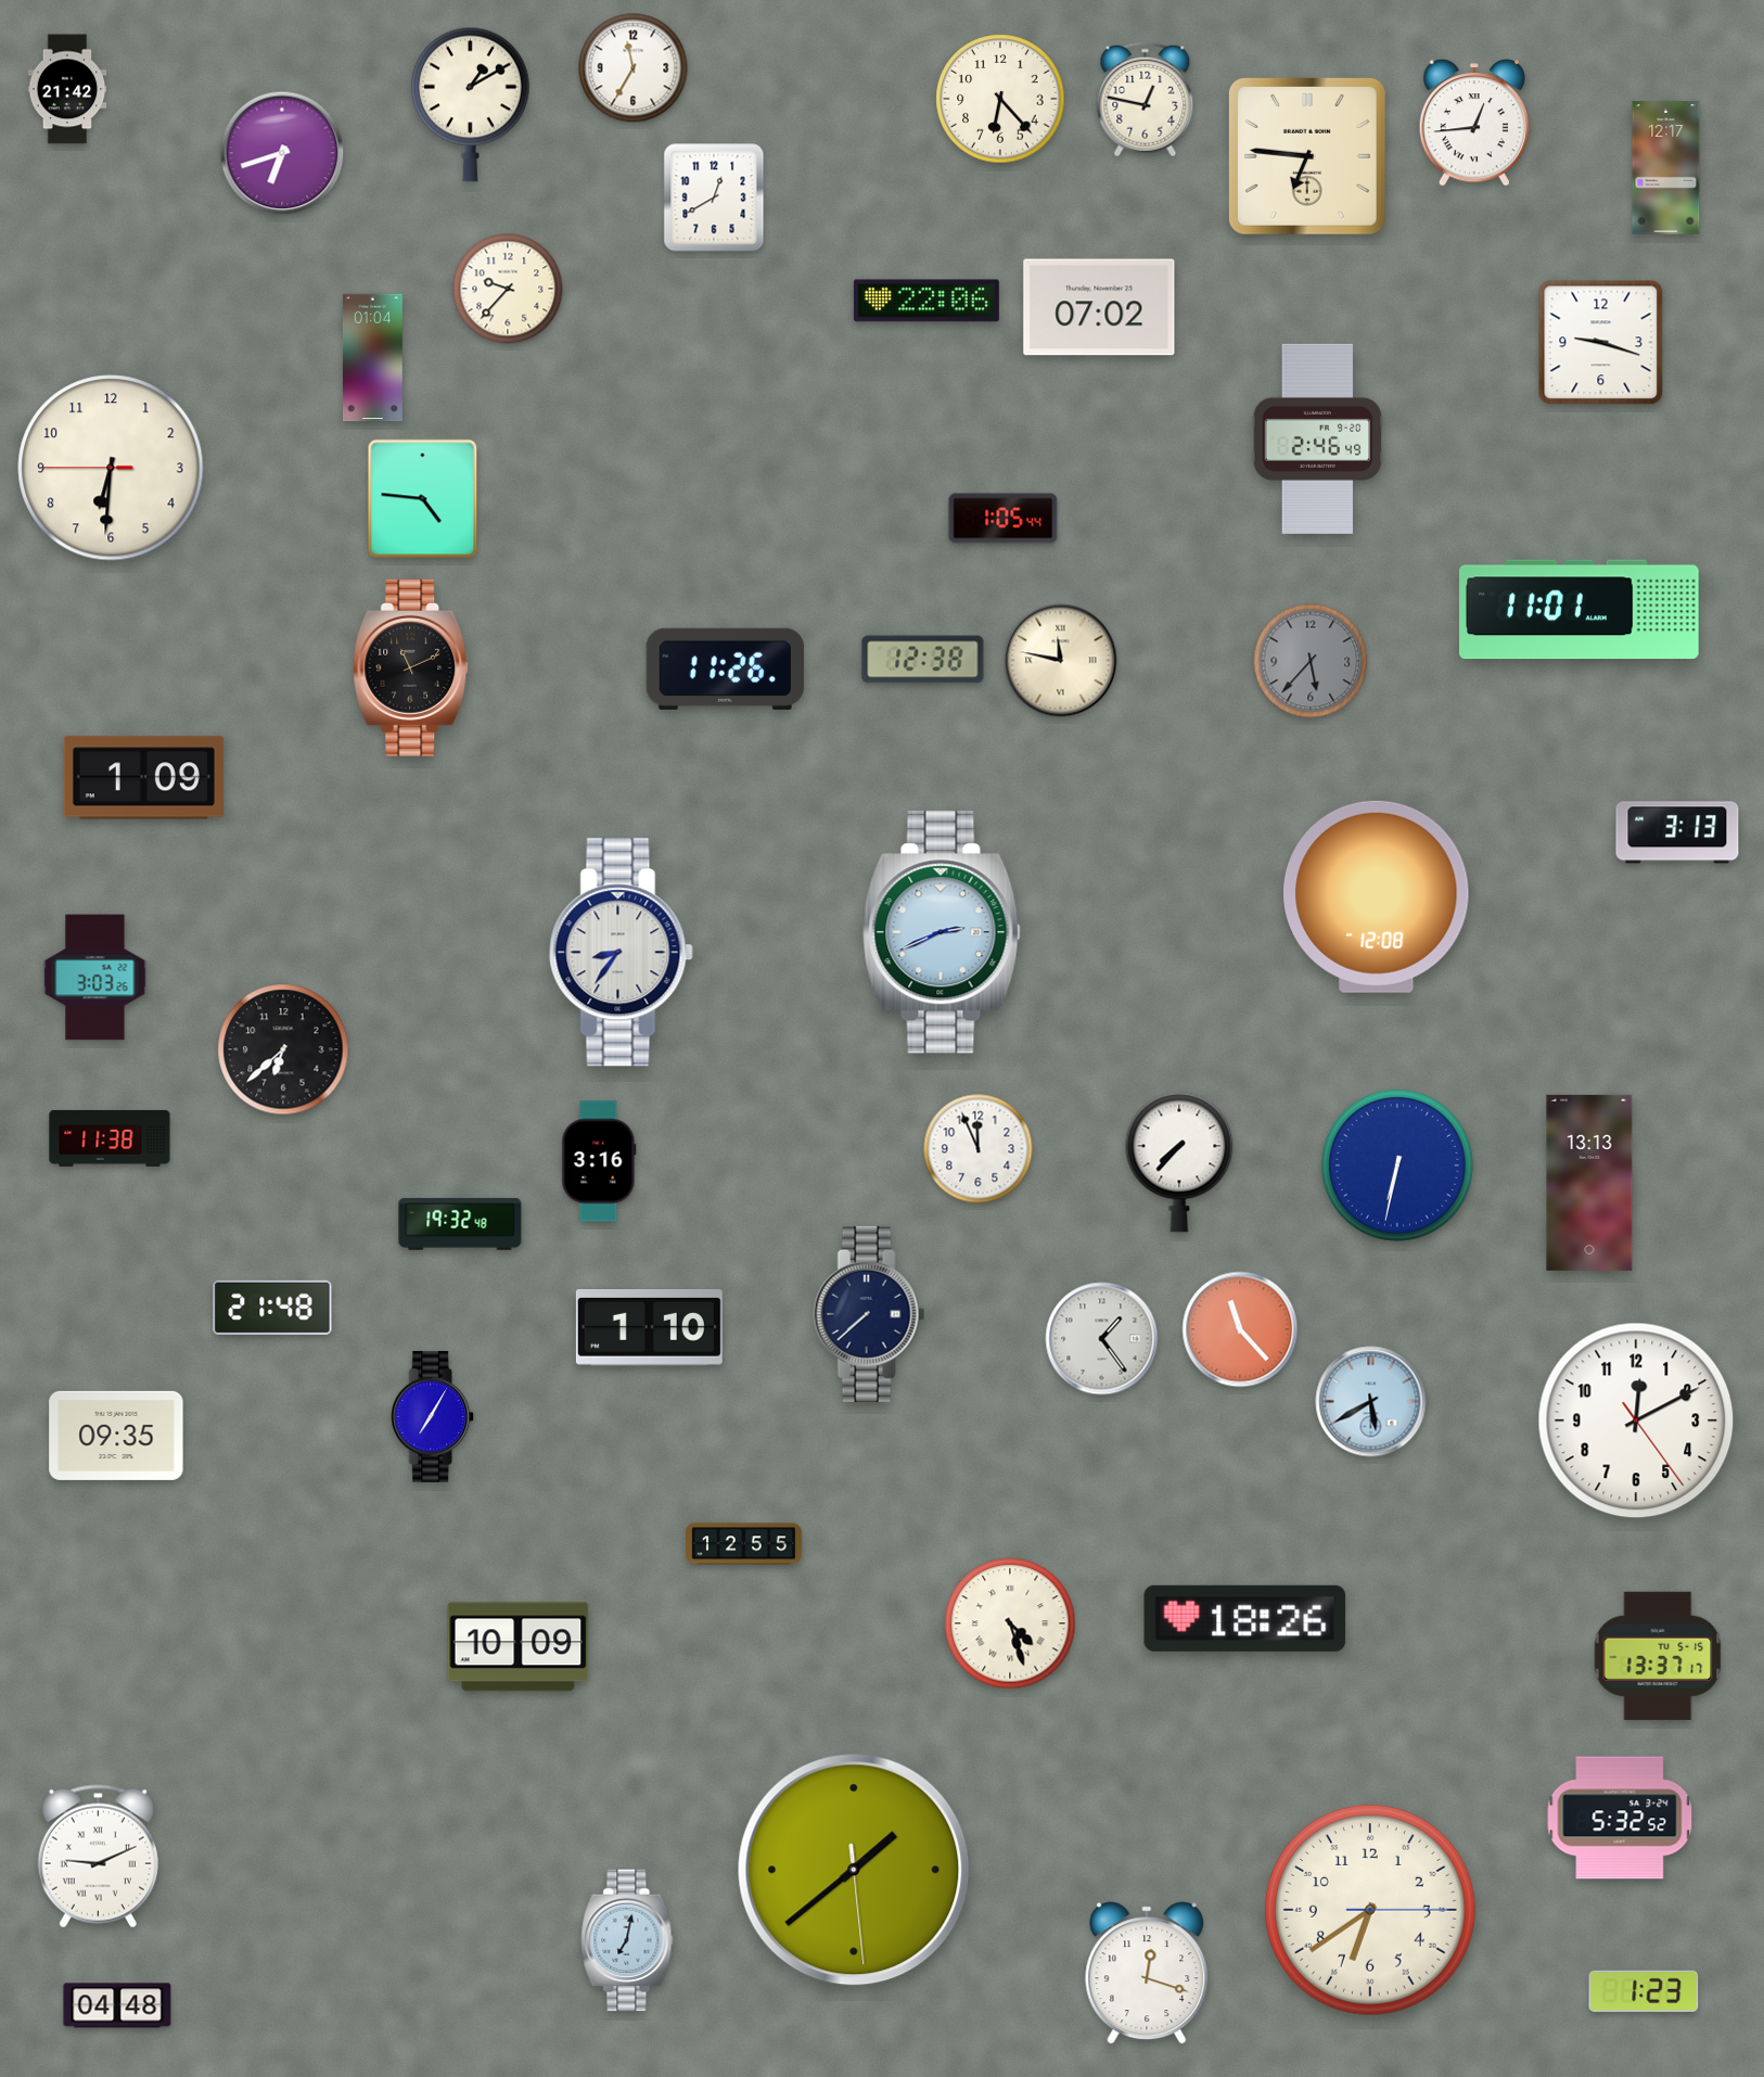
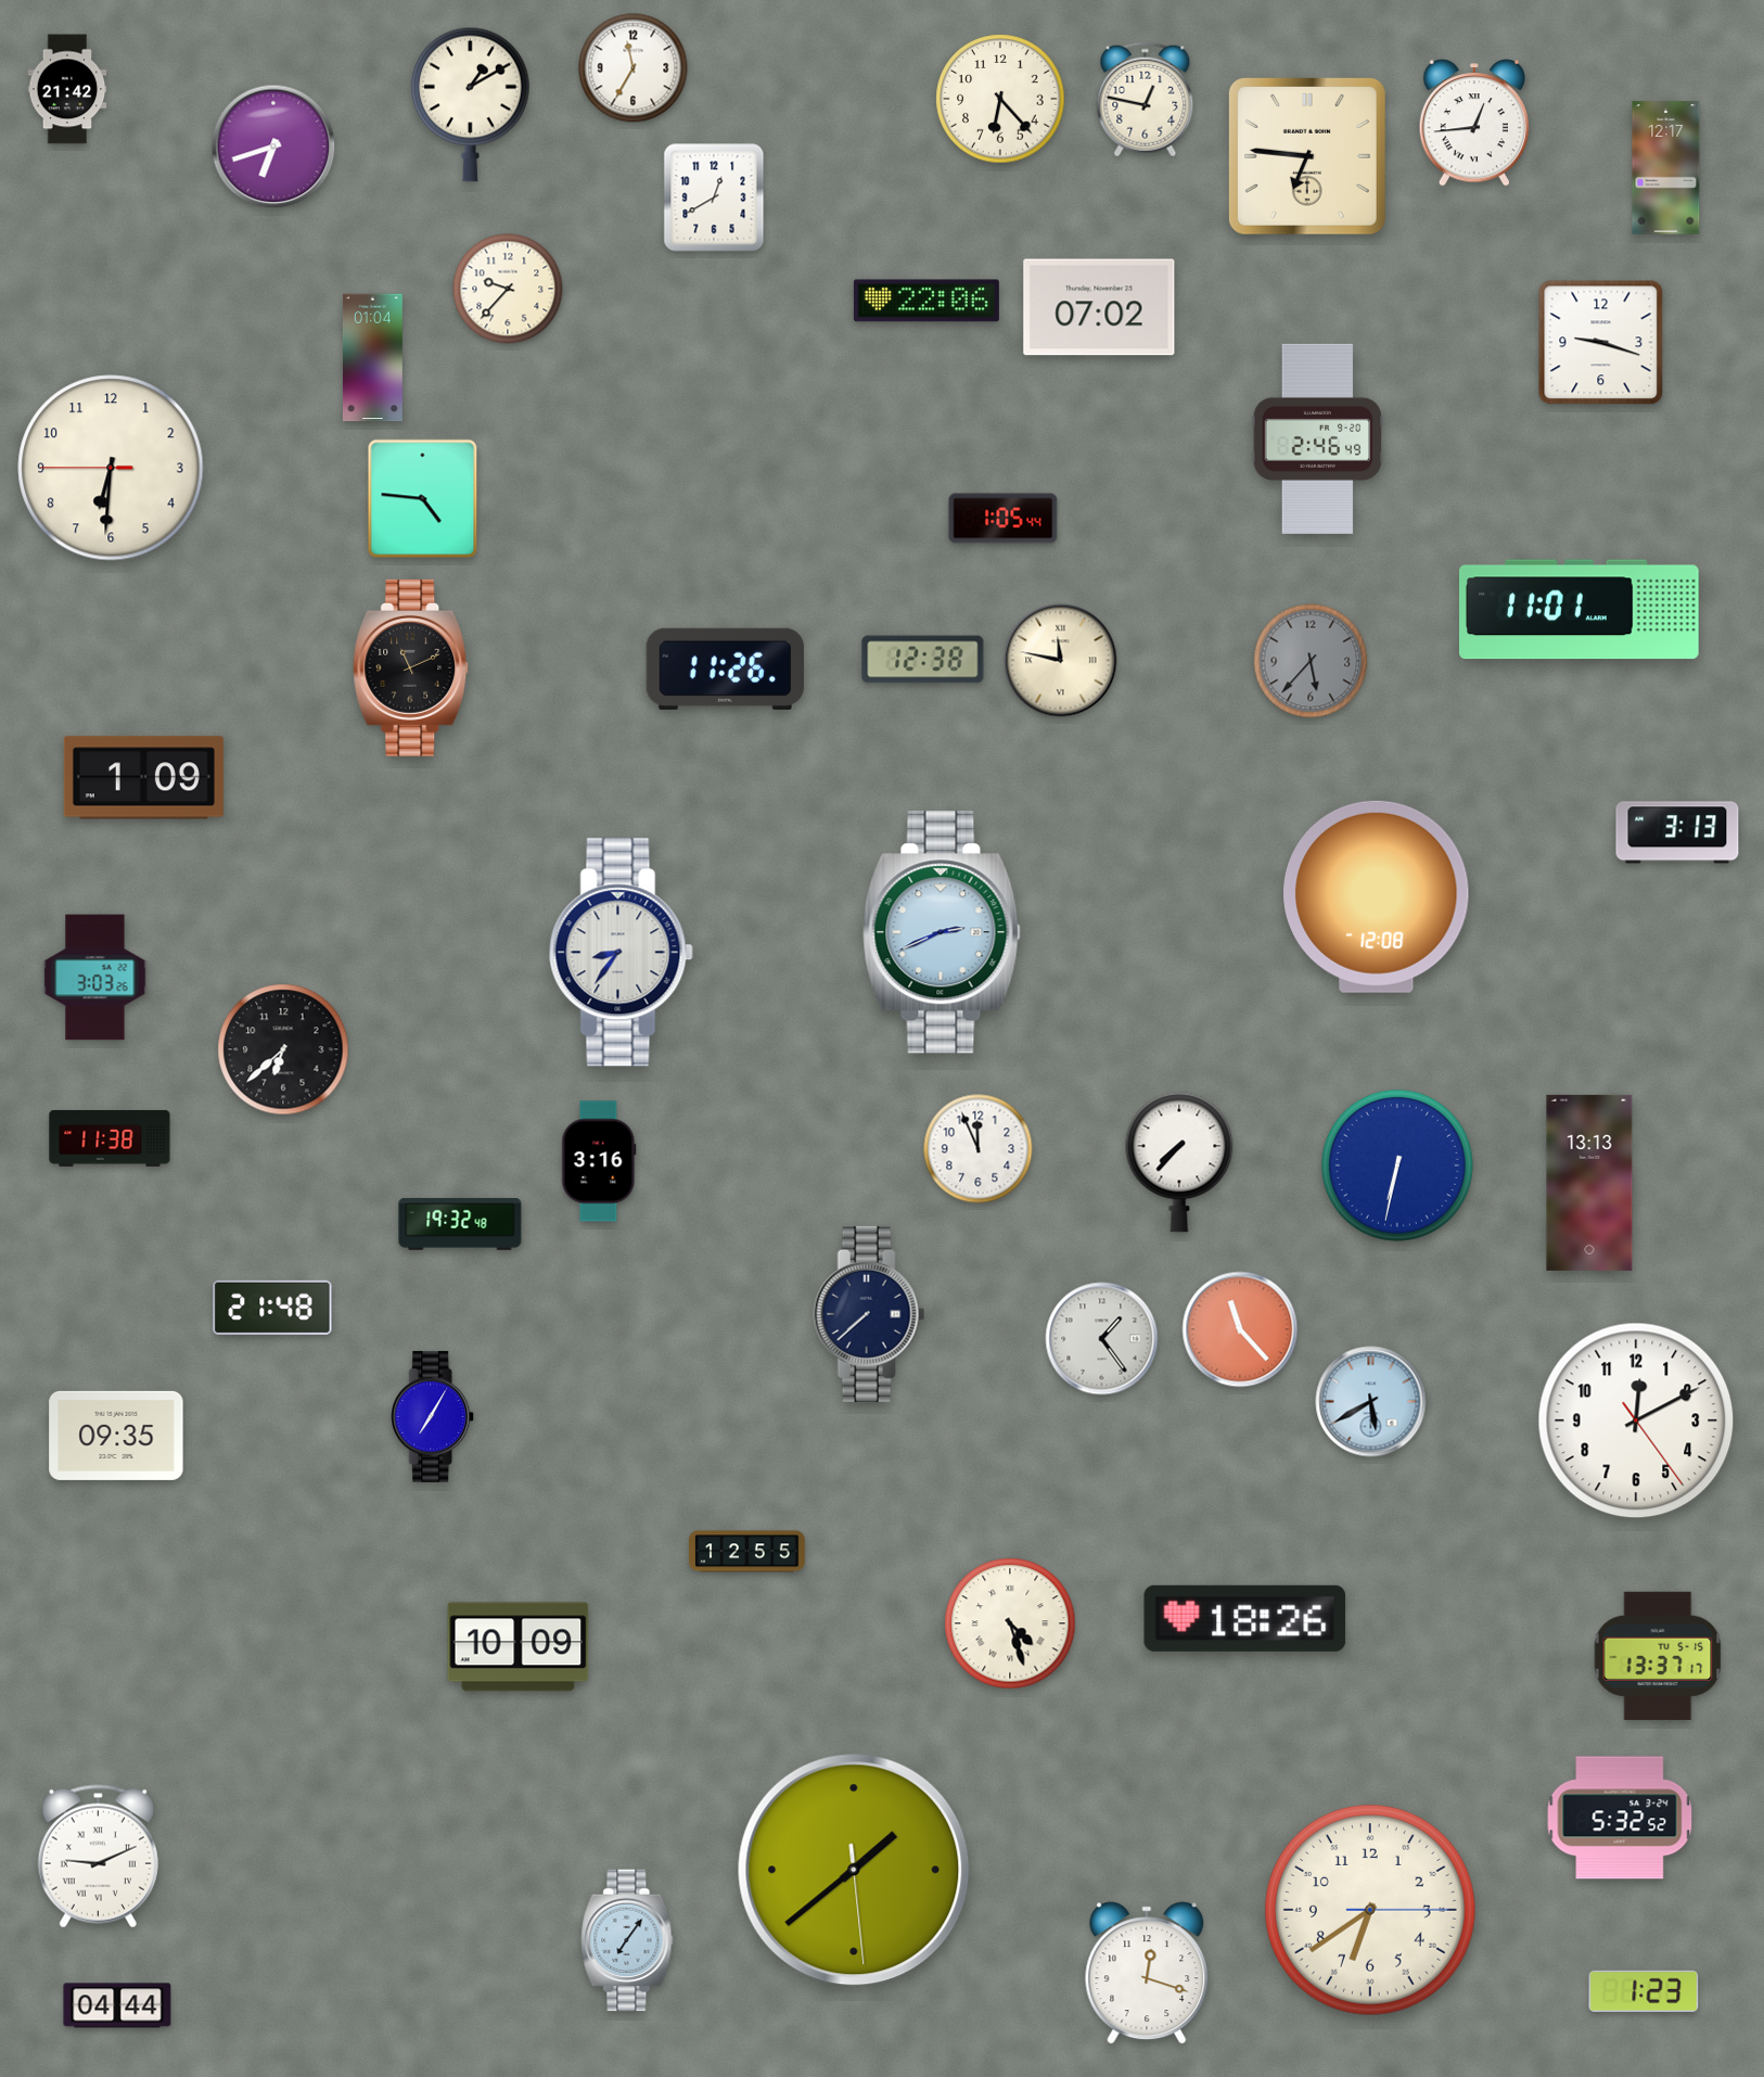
clock at (282, 153) position: (282, 153) -> (273, 146)
clock at (649, 1328): 1:10 -> none
clock at (744, 1544) position: (744, 1544) -> (747, 1552)
clock at (627, 1940): 7:02 -> 7:06
clock at (117, 2005): 04:48 -> 04:44
